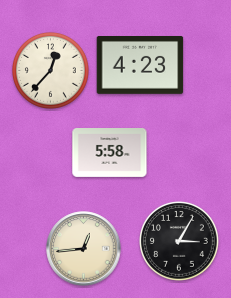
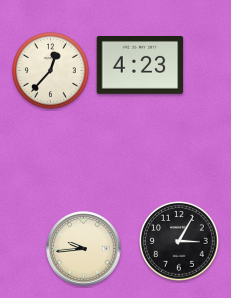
clock at (110, 153): 5:58 -> none
clock at (84, 249): 12:44 -> 9:44
